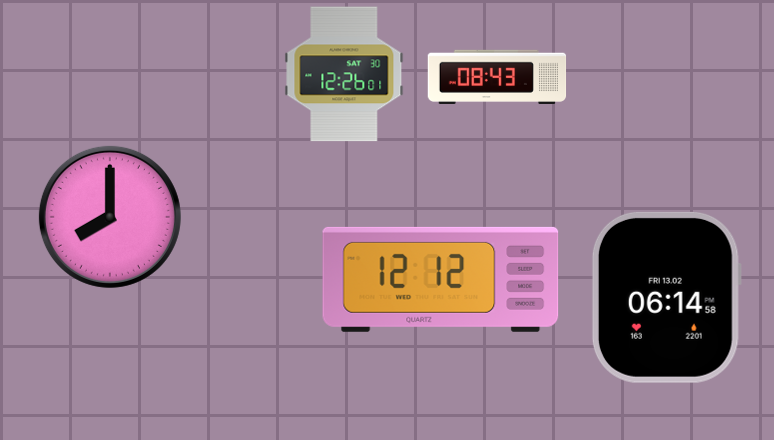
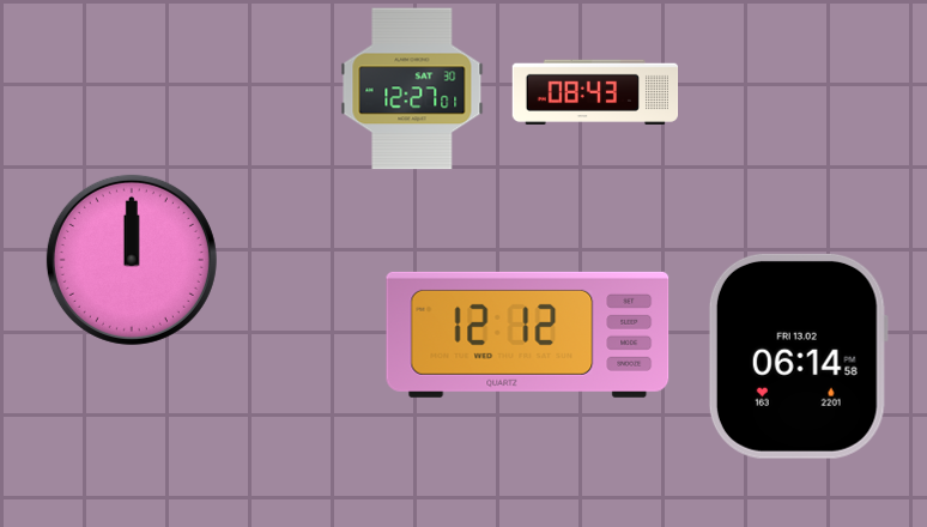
clock at (344, 74): 12:26 -> 12:27
clock at (110, 217): 8:00 -> 12:00
